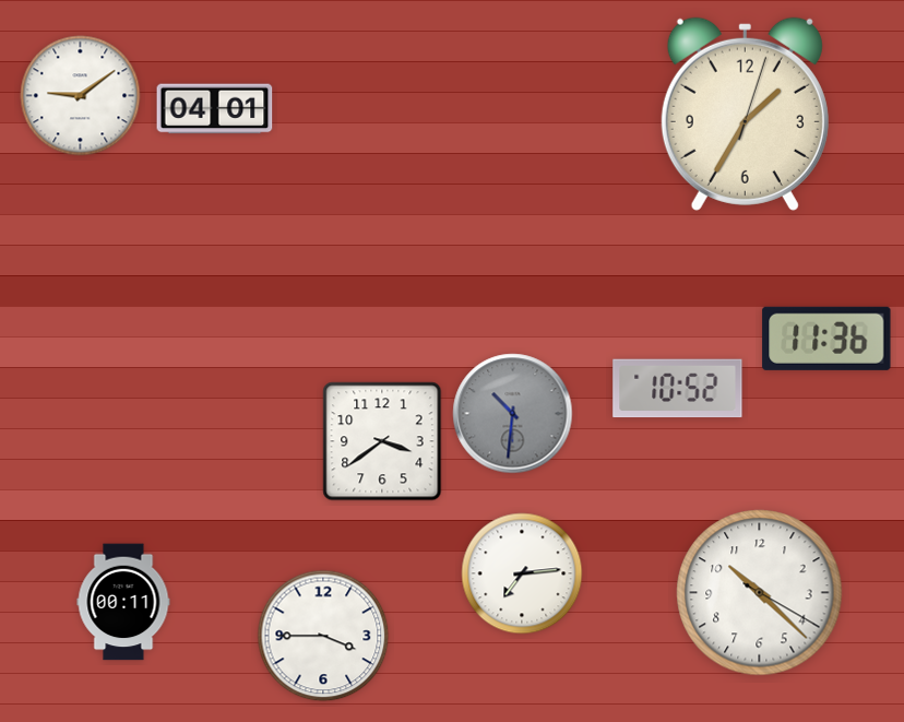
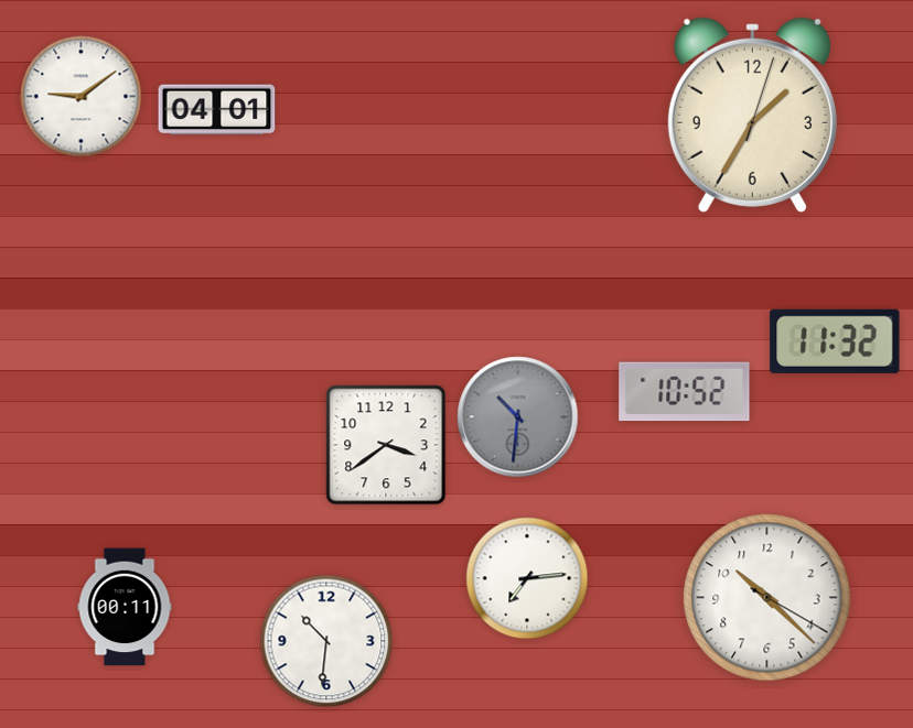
clock at (826, 339): 11:36 -> 11:32
clock at (323, 636): 3:45 -> 10:31
